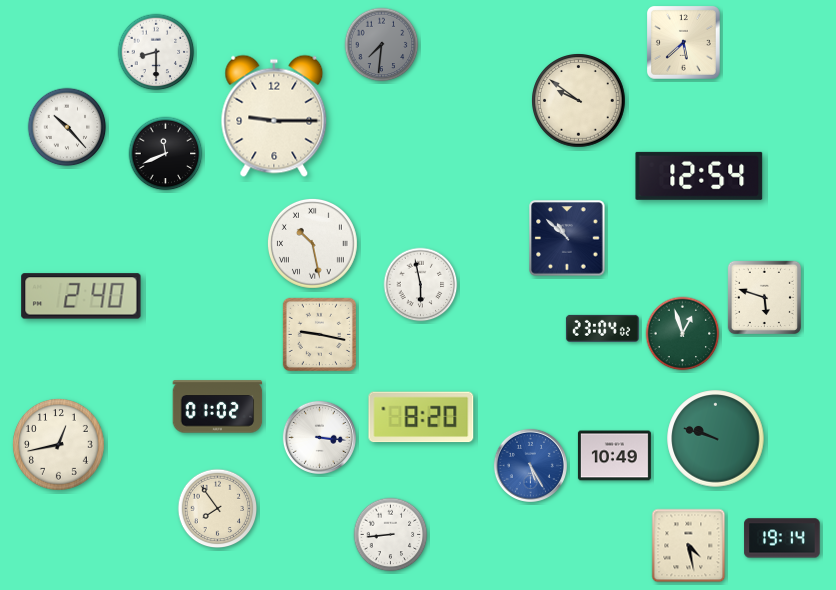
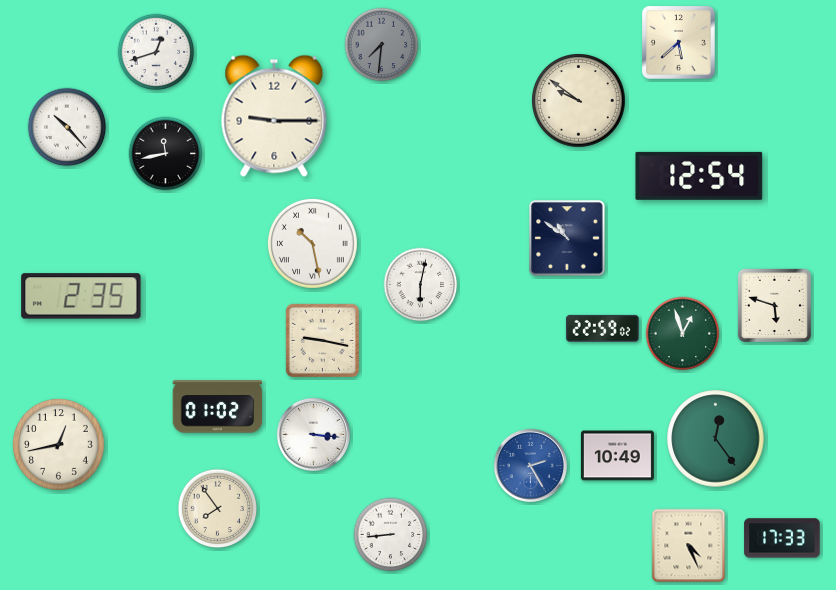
clock at (684, 43) position: (684, 43) -> (679, 43)
clock at (156, 52): 8:30 -> 12:42
clock at (166, 154): 11:41 -> 11:43
clock at (567, 238): 10:52 -> 10:51
clock at (421, 285): 5:58 -> 6:02
clock at (81, 296): 2:40 -> 2:35
clock at (764, 297) position: (764, 297) -> (774, 305)
clock at (602, 328): 23:04 -> 22:59
clock at (319, 334) position: (319, 334) -> (322, 340)
clock at (421, 417): 8:20 -> none
clock at (319, 437) position: (319, 437) -> (313, 434)
clock at (716, 439): 9:48 -> 12:24
clock at (614, 456) position: (614, 456) -> (617, 456)
clock at (530, 465): 5:25 -> 2:25
clock at (782, 538): 19:14 -> 17:33
clock at (689, 546): 4:28 -> 4:26
